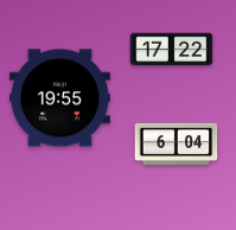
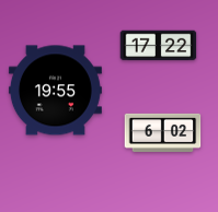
clock at (177, 143): 6:04 -> 6:02
